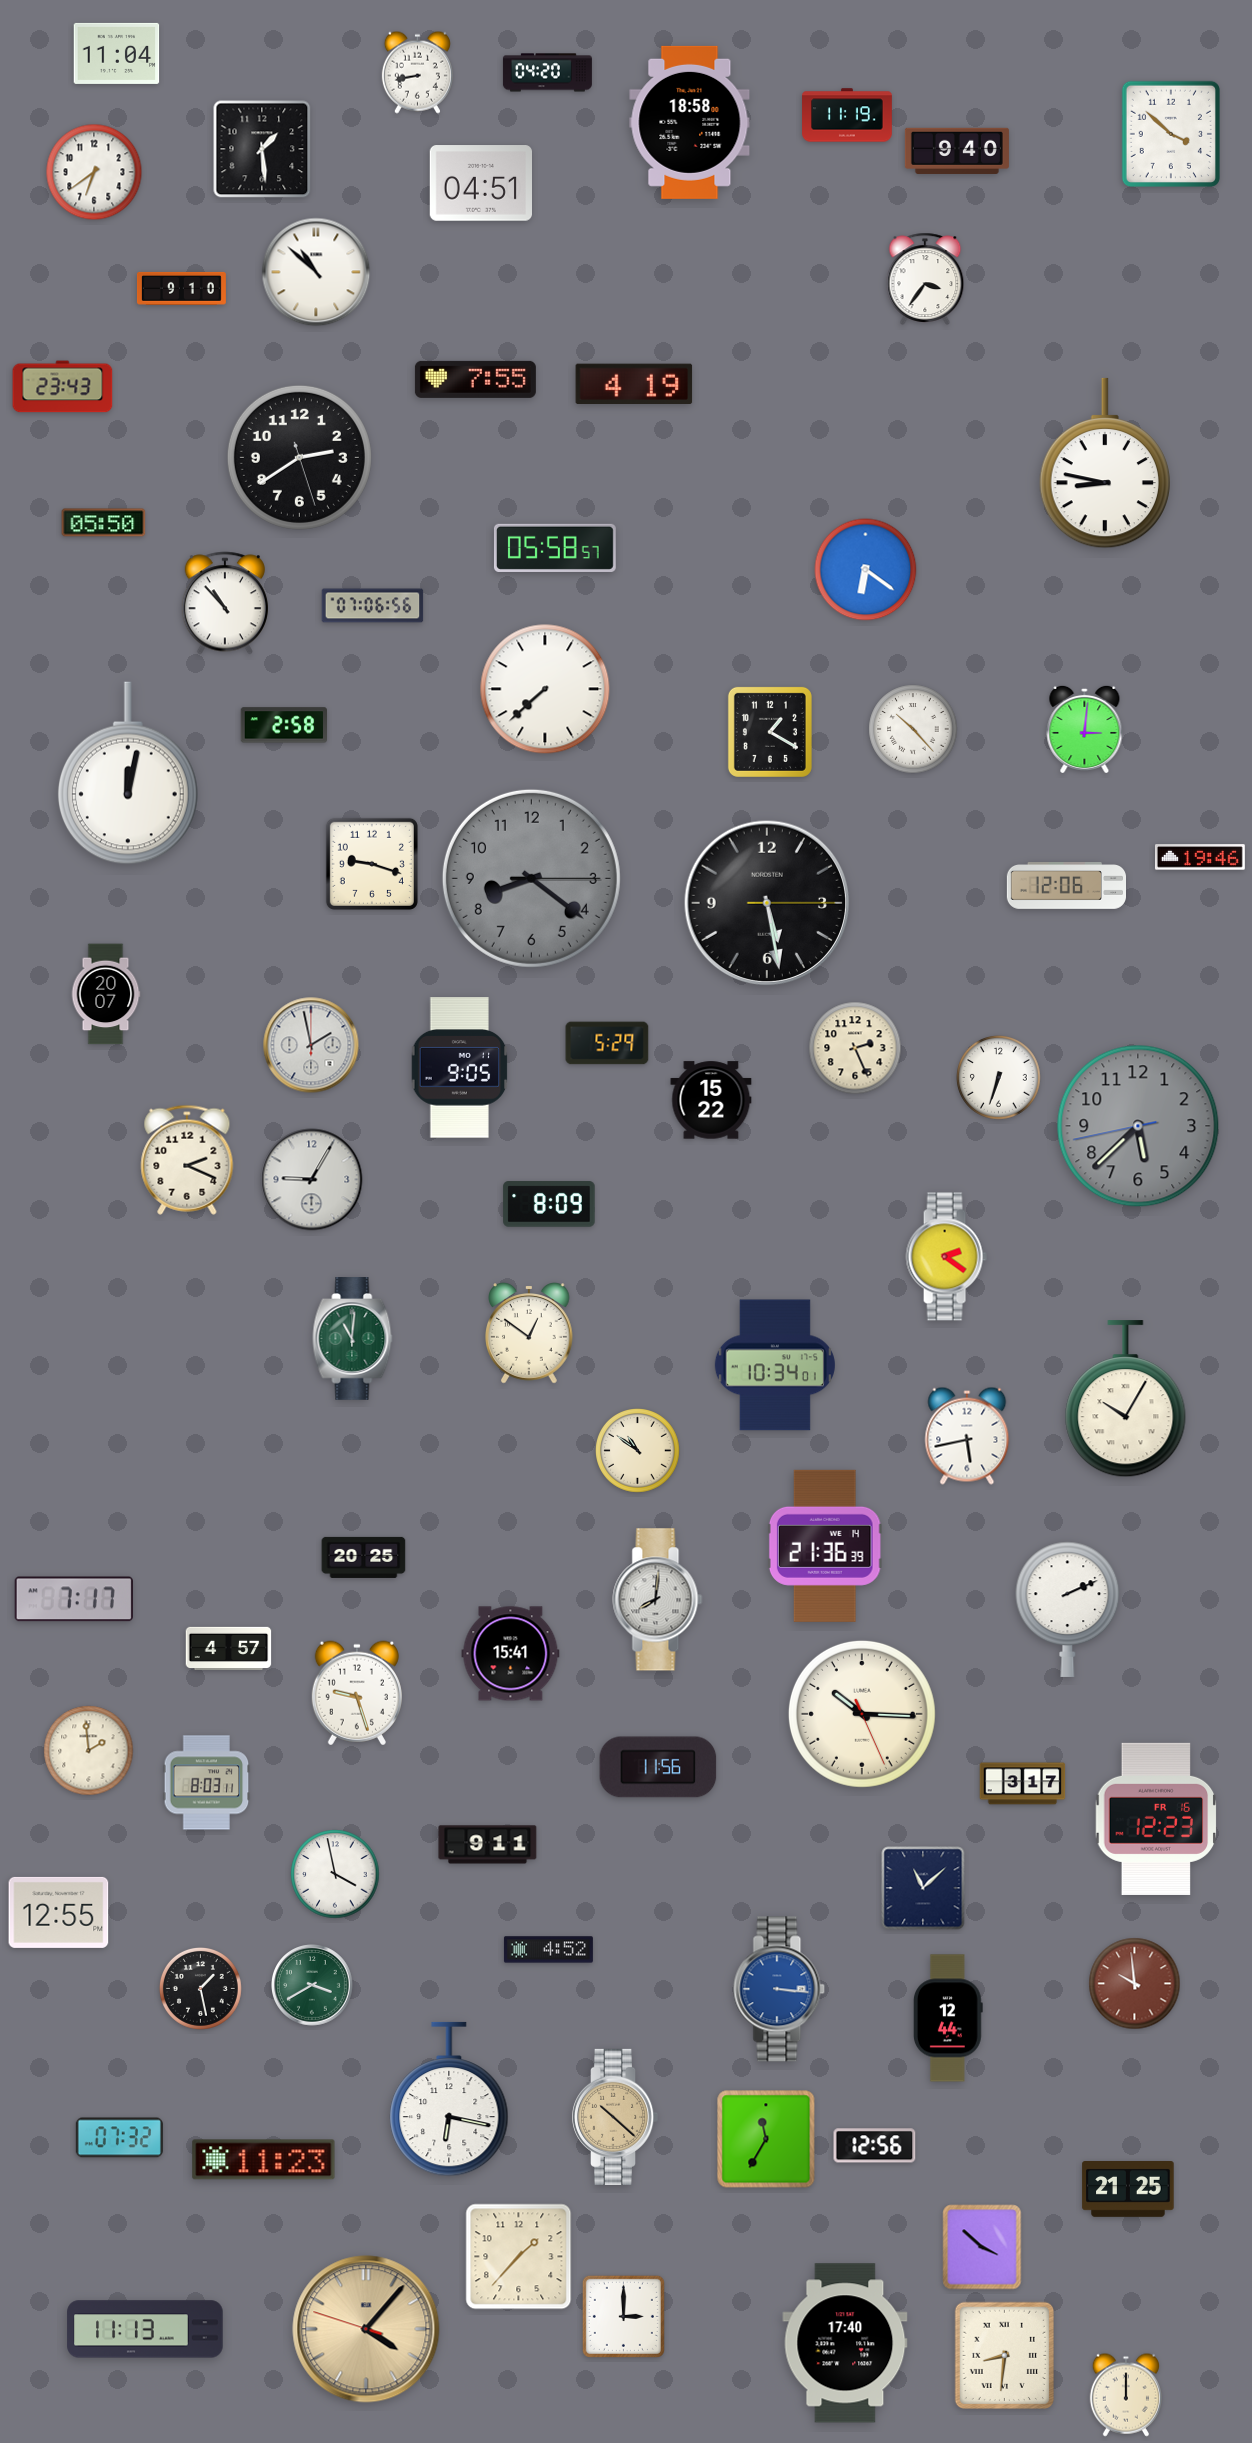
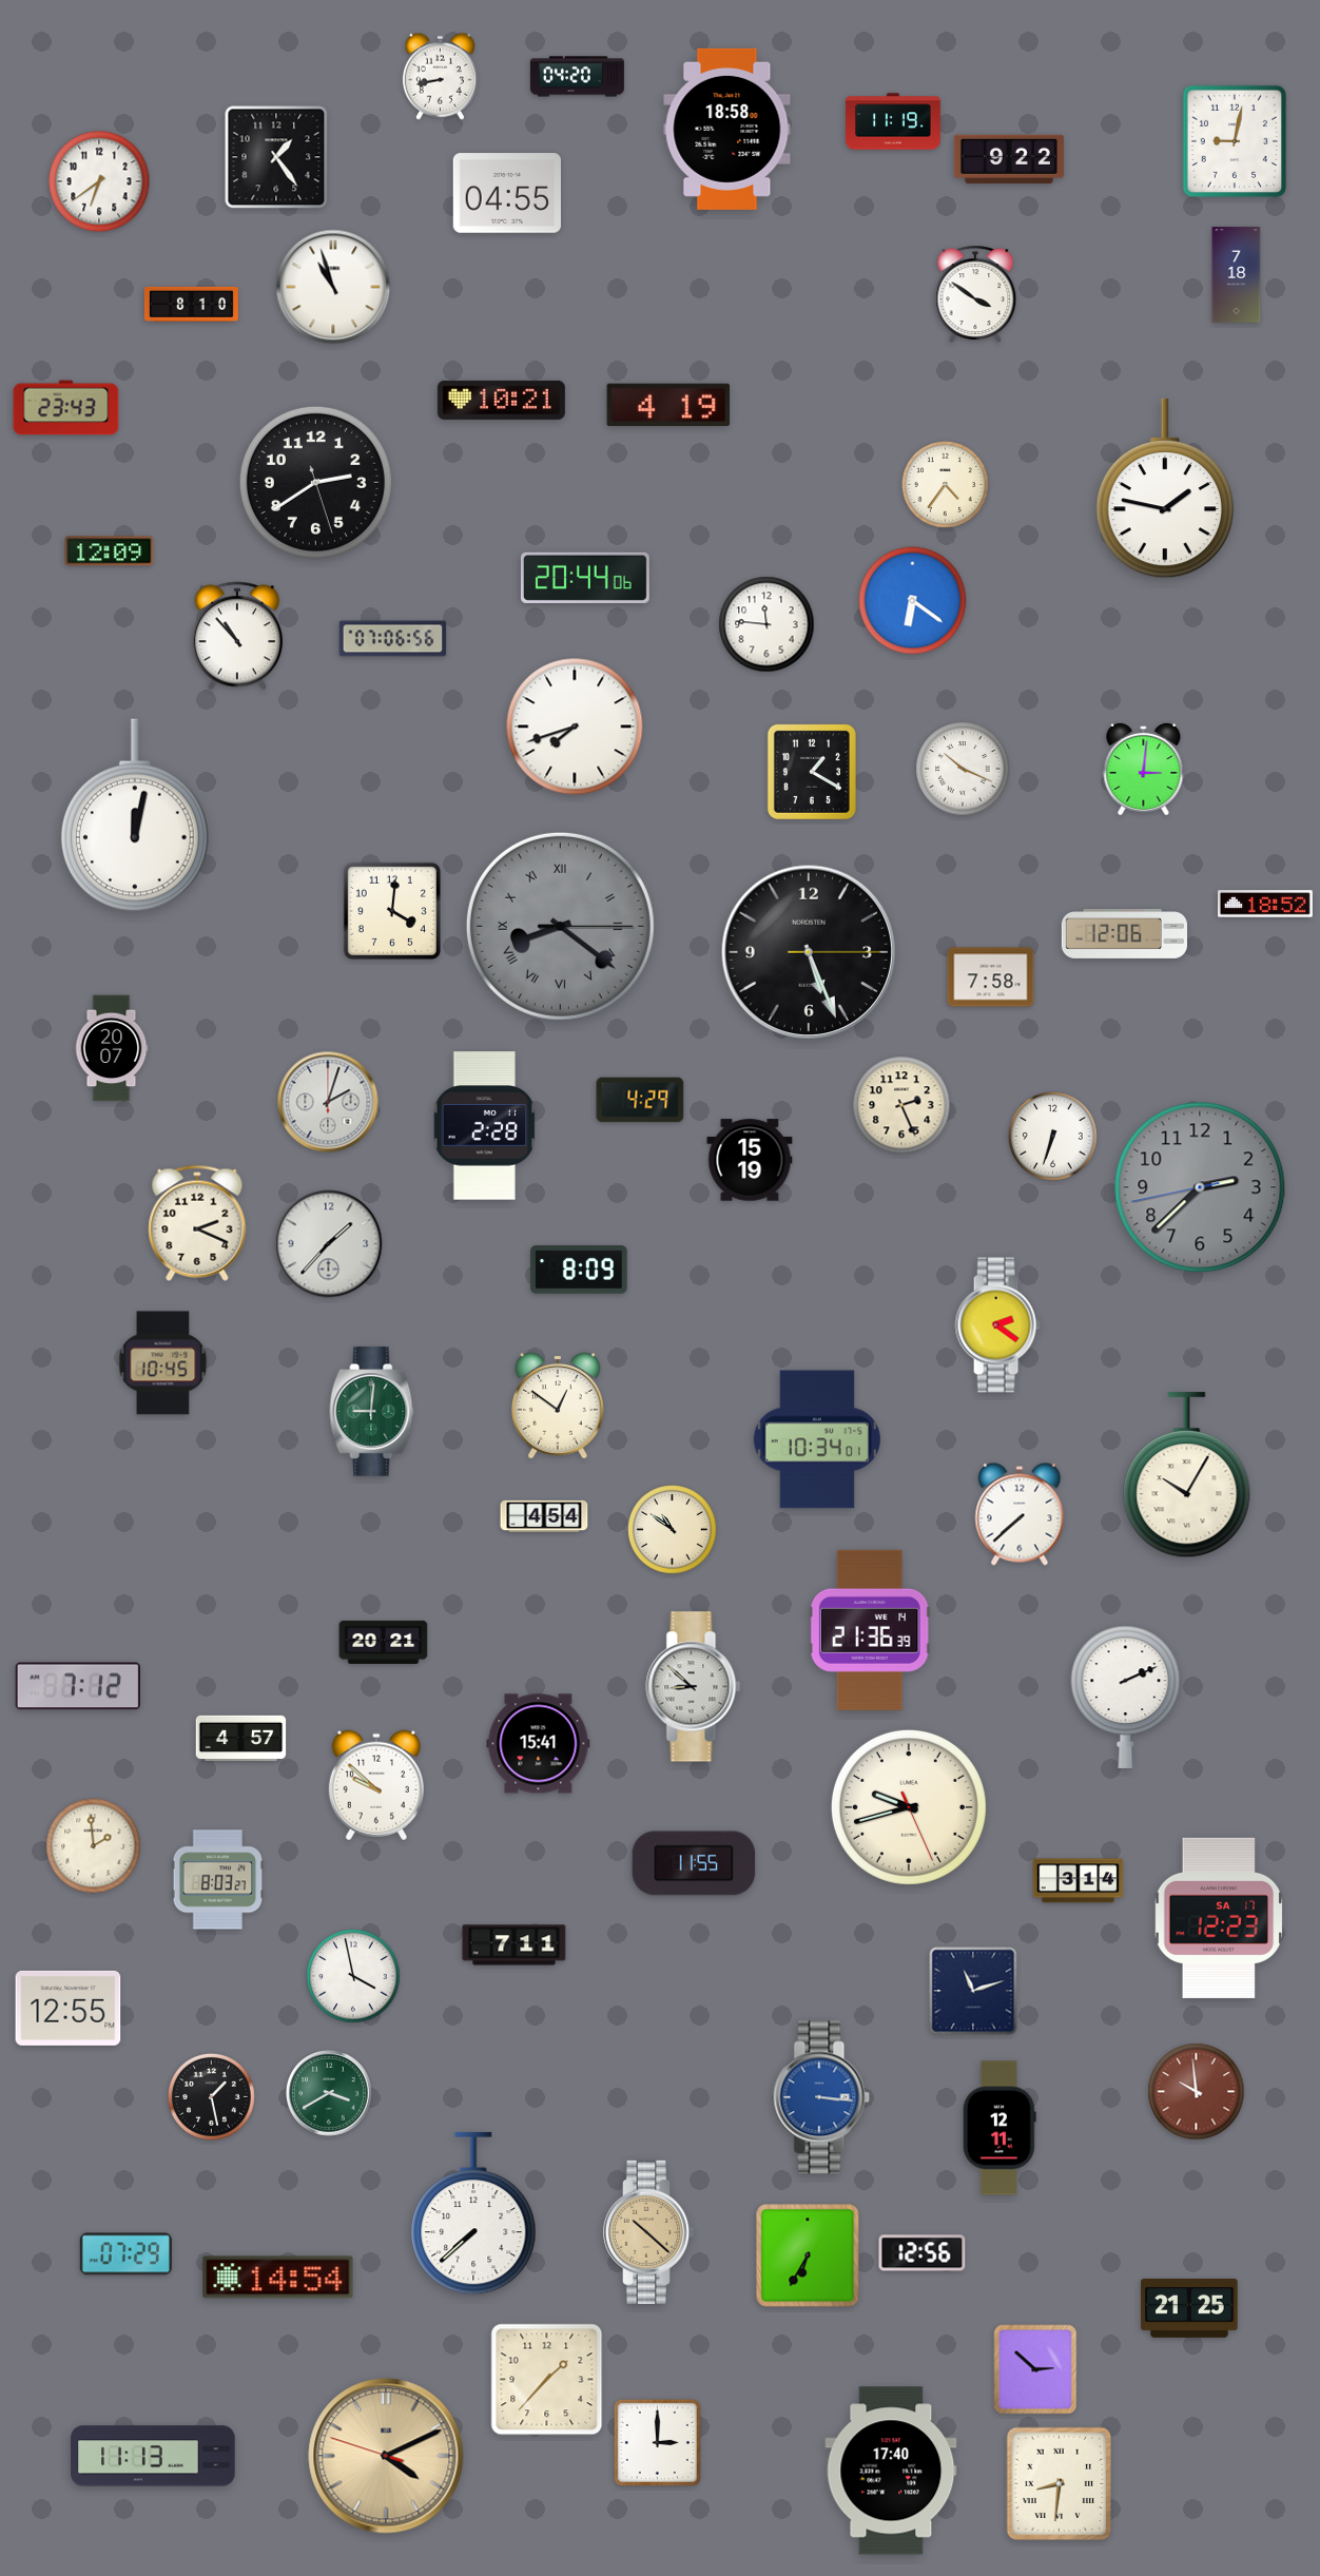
clock at (117, 53): 11:04 -> none
clock at (1171, 134): 3:52 -> 9:02
clock at (262, 149): 1:29 -> 1:24
clock at (957, 151): 9:40 -> 9:22
clock at (480, 183): 04:51 -> 04:55
clock at (1237, 275): none -> 7:18
clock at (316, 272): 10:52 -> 10:57
clock at (925, 279): 3:36 -> 3:51
clock at (181, 288): 9:10 -> 8:10
clock at (475, 379): 7:55 -> 10:21
clock at (945, 484): none -> 4:36
clock at (1105, 463): 8:47 -> 1:47
clock at (104, 523): 05:50 -> 12:09
clock at (555, 548): 05:58 -> 20:44
clock at (766, 624): none -> 11:46
clock at (545, 689): 7:38 -> 7:42
clock at (283, 725): 2:58 -> none
clock at (913, 729): 10:23 -> 10:19
clock at (1201, 857): 19:46 -> 18:52
clock at (372, 864): 9:18 -> 4:01
clock at (531, 878) numerals: Arabic -> Roman
clock at (767, 903): 5:28 -> 5:26
clock at (991, 977): none -> 7:58
clock at (607, 1043): 5:29 -> 4:29
clock at (311, 1045): 1:58 -> 2:03
clock at (460, 1068): 9:05 -> 2:28
clock at (711, 1100): 15:22 -> 15:19
clock at (1138, 1126): 5:37 -> 2:37
clock at (312, 1180): 9:05 -> 1:37
clock at (163, 1363): none -> 10:45
clock at (353, 1339): 11:01 -> 9:01
clock at (967, 1436): 5:43 -> 7:38
clock at (544, 1516): none -> 4:54
clock at (364, 1557): 20:25 -> 20:21
clock at (74, 1599): 7:17 -> 7:12
clock at (658, 1600): 8:01 -> 8:52
clock at (357, 1693): 9:27 -> 9:52
clock at (862, 1714): 10:15 -> 9:42
clock at (658, 1767): 11:56 -> 11:55
clock at (207, 1783): 8:03:11 -> 8:03:27
clock at (1023, 1784): 3:17 -> 3:14
clock at (1156, 1819) date: FR 16 -> SA 17
clock at (488, 1845): 9:11 -> 7:11
clock at (923, 1888): 11:08 -> 11:12
clock at (59, 1912) position: (59, 1912) -> (69, 2008)
clock at (548, 1950): 4:52 -> none
clock at (948, 2018): 12:44 -> 12:11
clock at (449, 2099): 6:17 -> 7:38
clock at (119, 2138): 07:32 -> 07:29
clock at (766, 2139): 11:35 -> 6:35
clock at (875, 2146) position: (875, 2146) -> (923, 2253)
clock at (264, 2160): 11:23 -> 14:54
clock at (982, 2247): 3:52 -> 2:52
clock at (366, 2329): 4:06 -> 4:10
clock at (1125, 2395): 12:00 -> none
